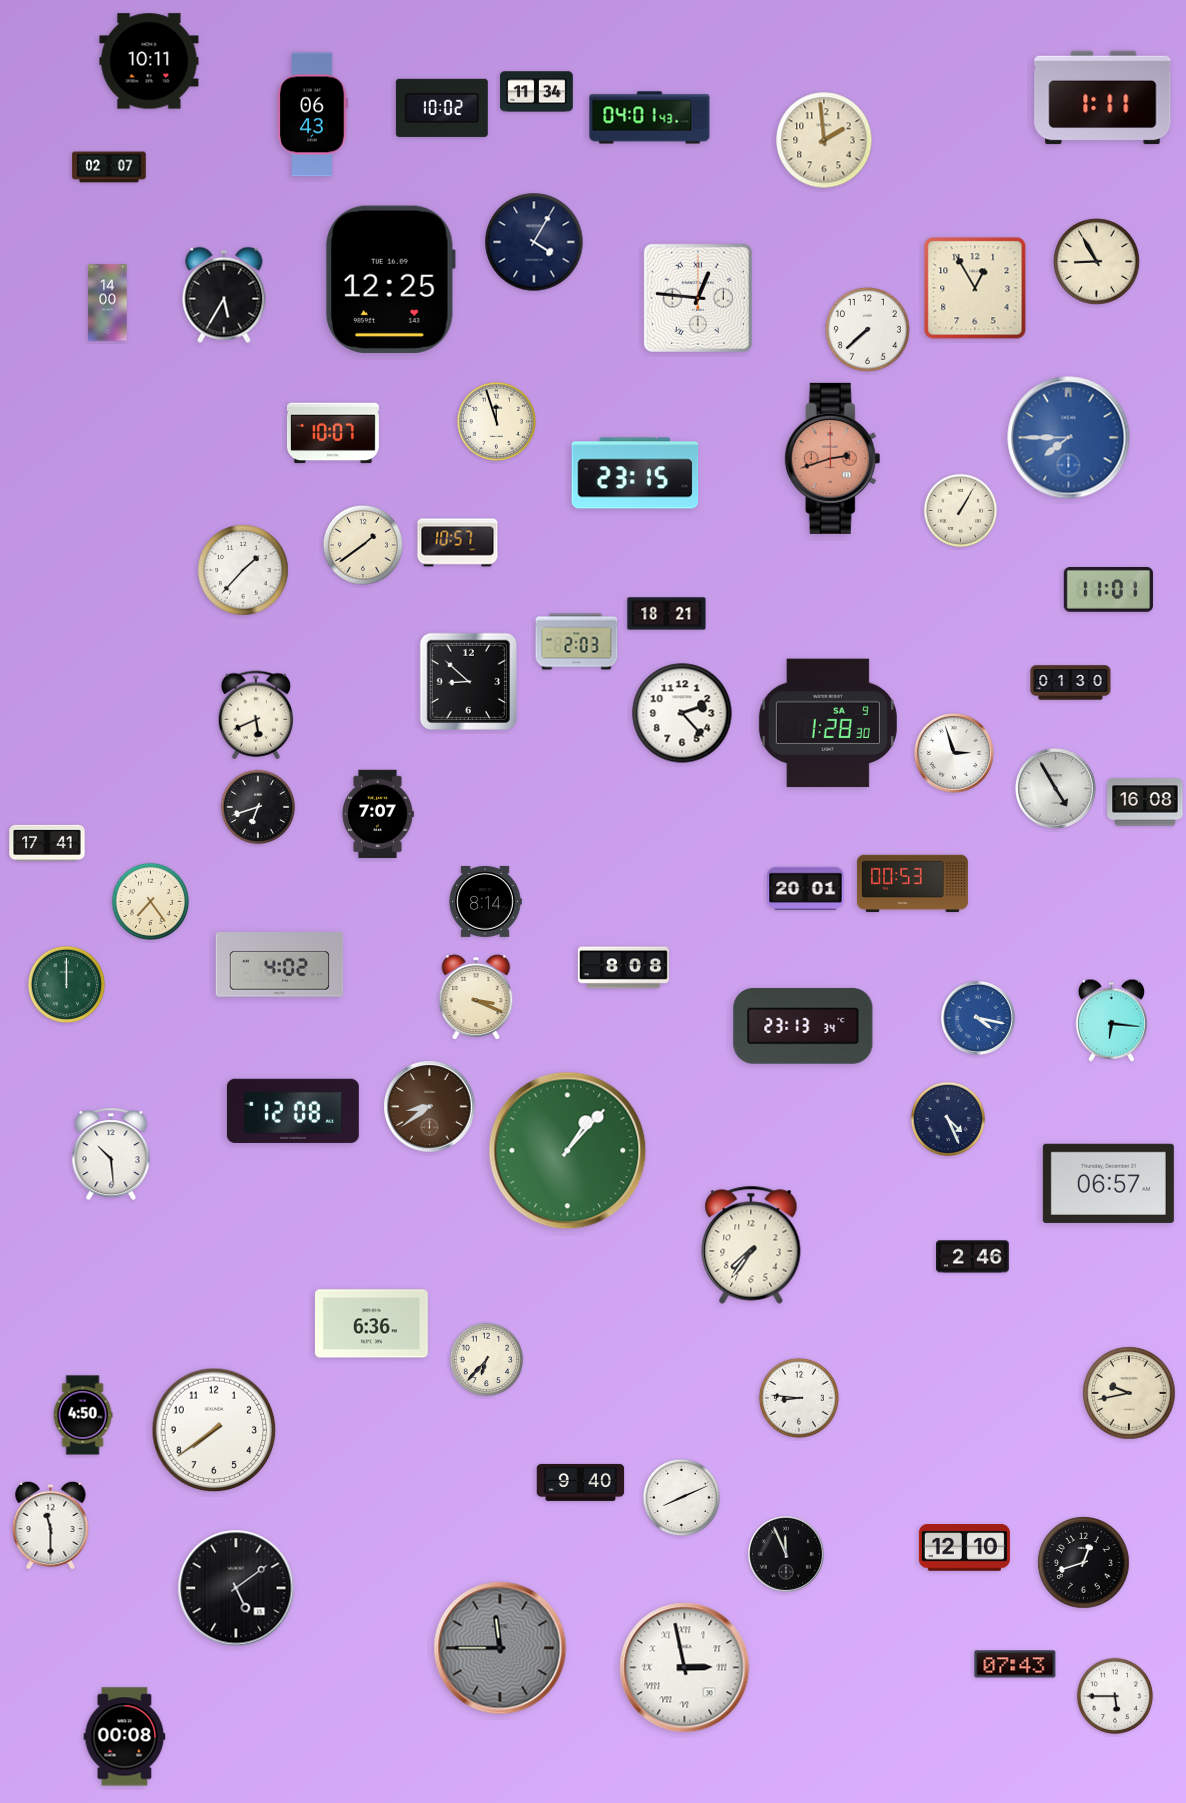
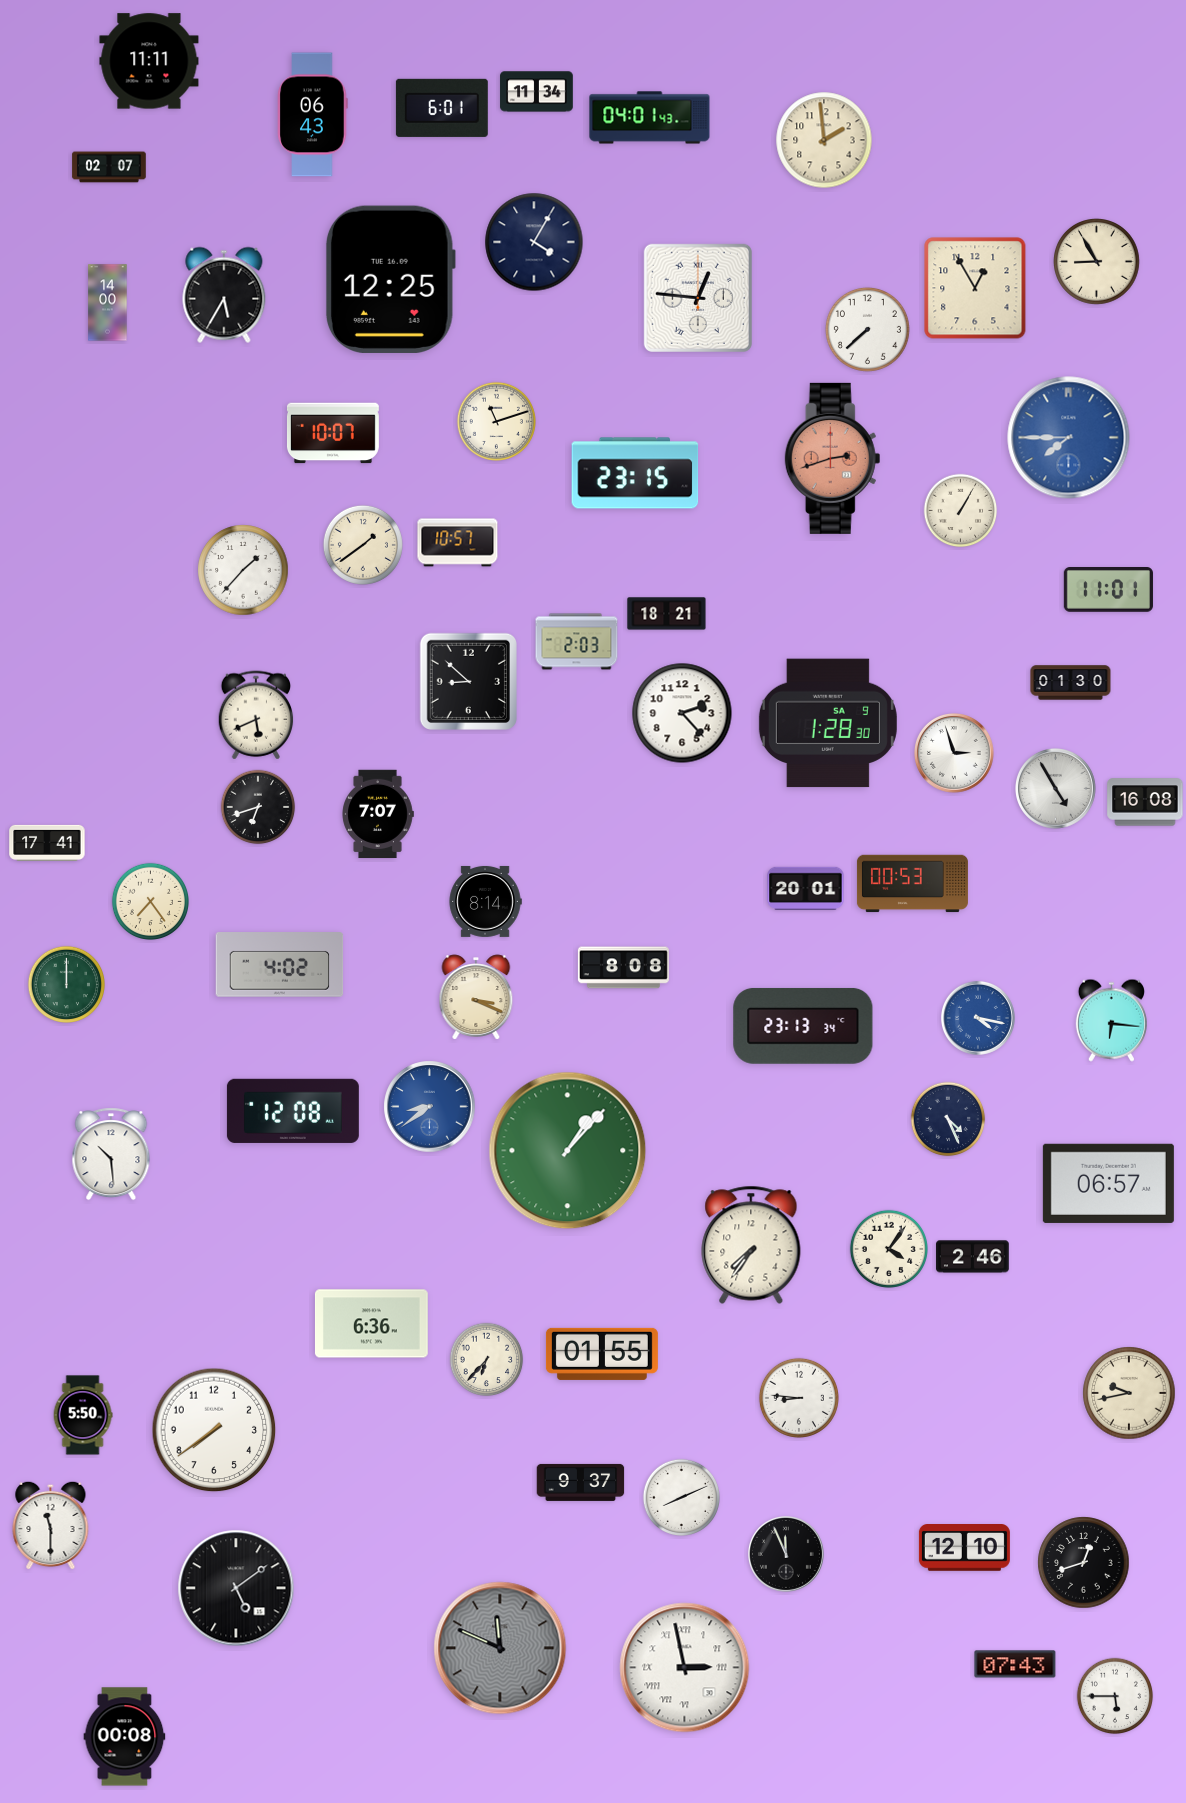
clock at (149, 61): 10:11 -> 11:11
clock at (1103, 98): 1:11 -> none
clock at (442, 108): 10:02 -> 6:01
clock at (496, 421): 11:57 -> 11:12
clock at (430, 1107) dial: brown -> blue
clock at (888, 1249): none -> 4:06
clock at (602, 1354): none -> 01:55
clock at (83, 1415): 4:50 -> 5:50
clock at (581, 1482): 9:40 -> 9:37
clock at (500, 1648): 11:45 -> 11:49
